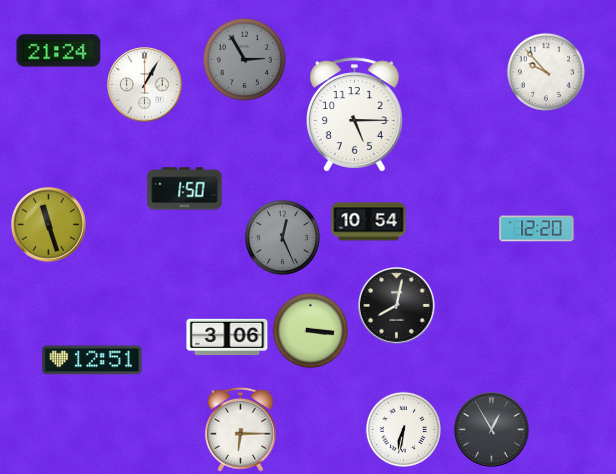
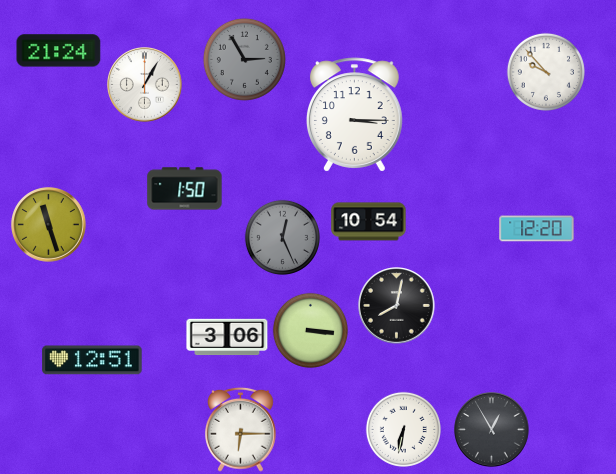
clock at (355, 115): 5:15 -> 3:15
